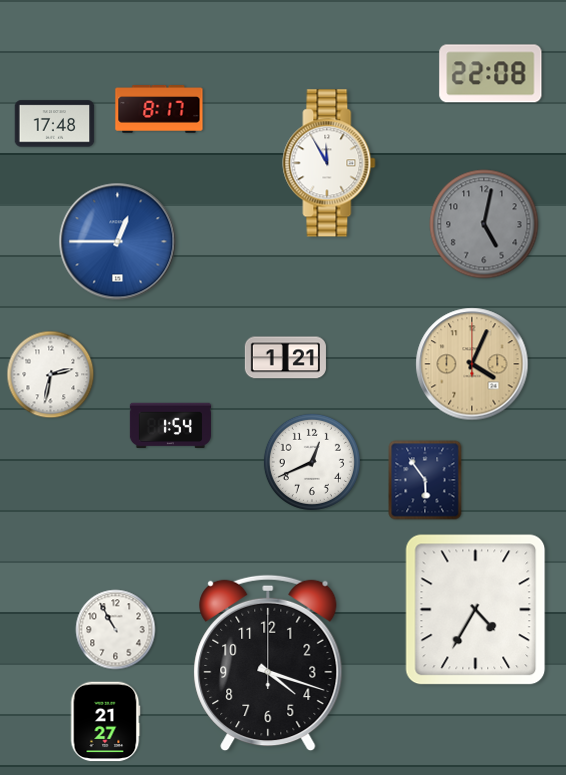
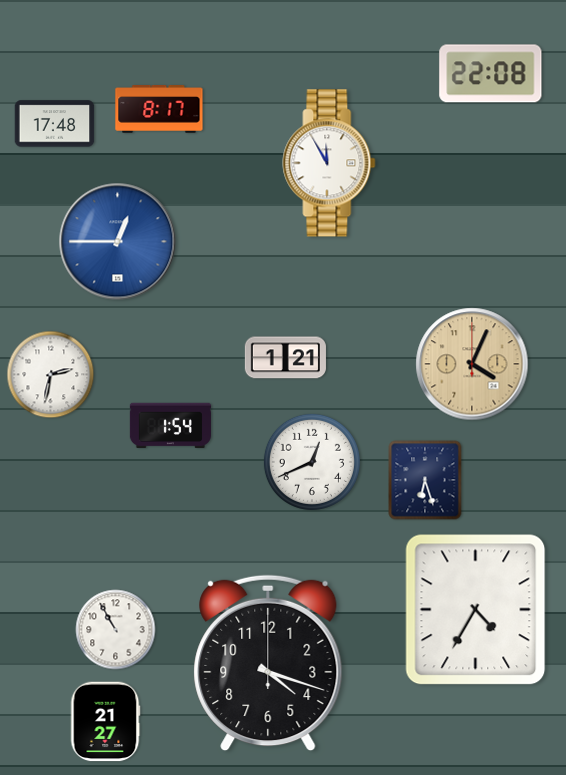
clock at (484, 224): 5:02 -> none
clock at (425, 480): 5:54 -> 6:27
